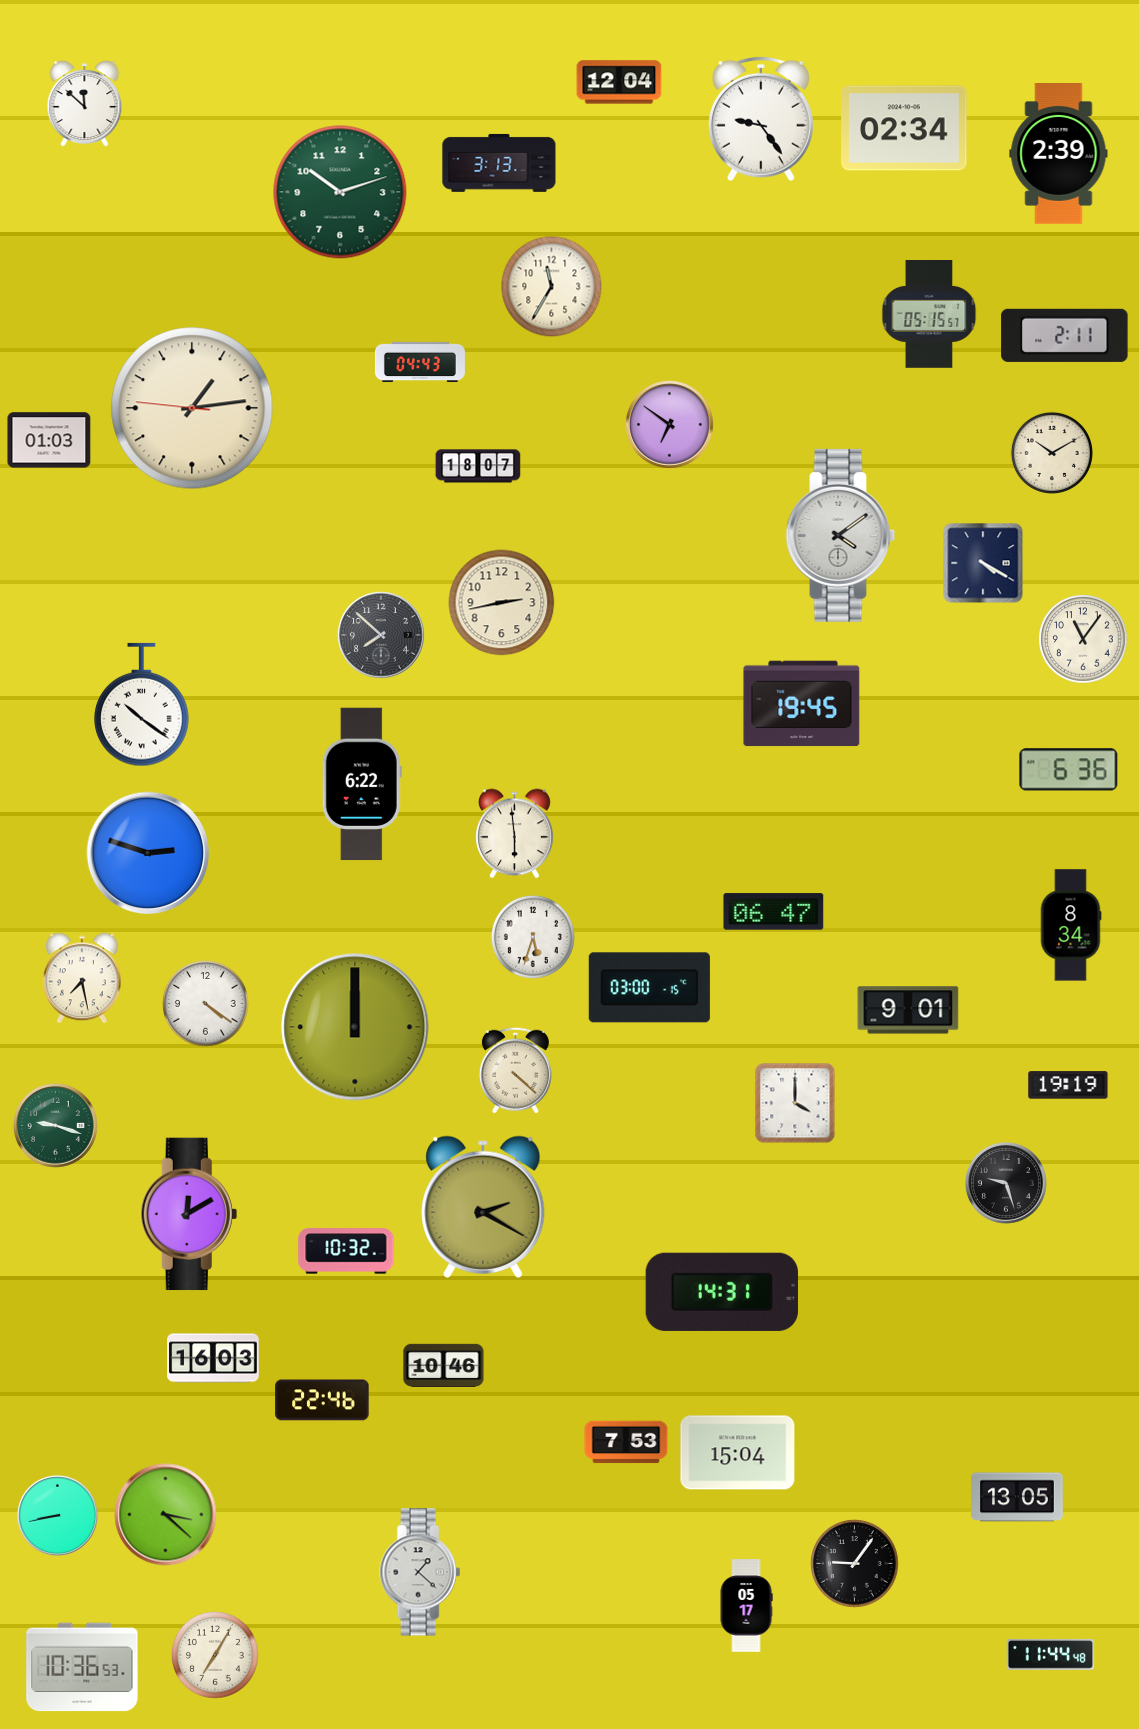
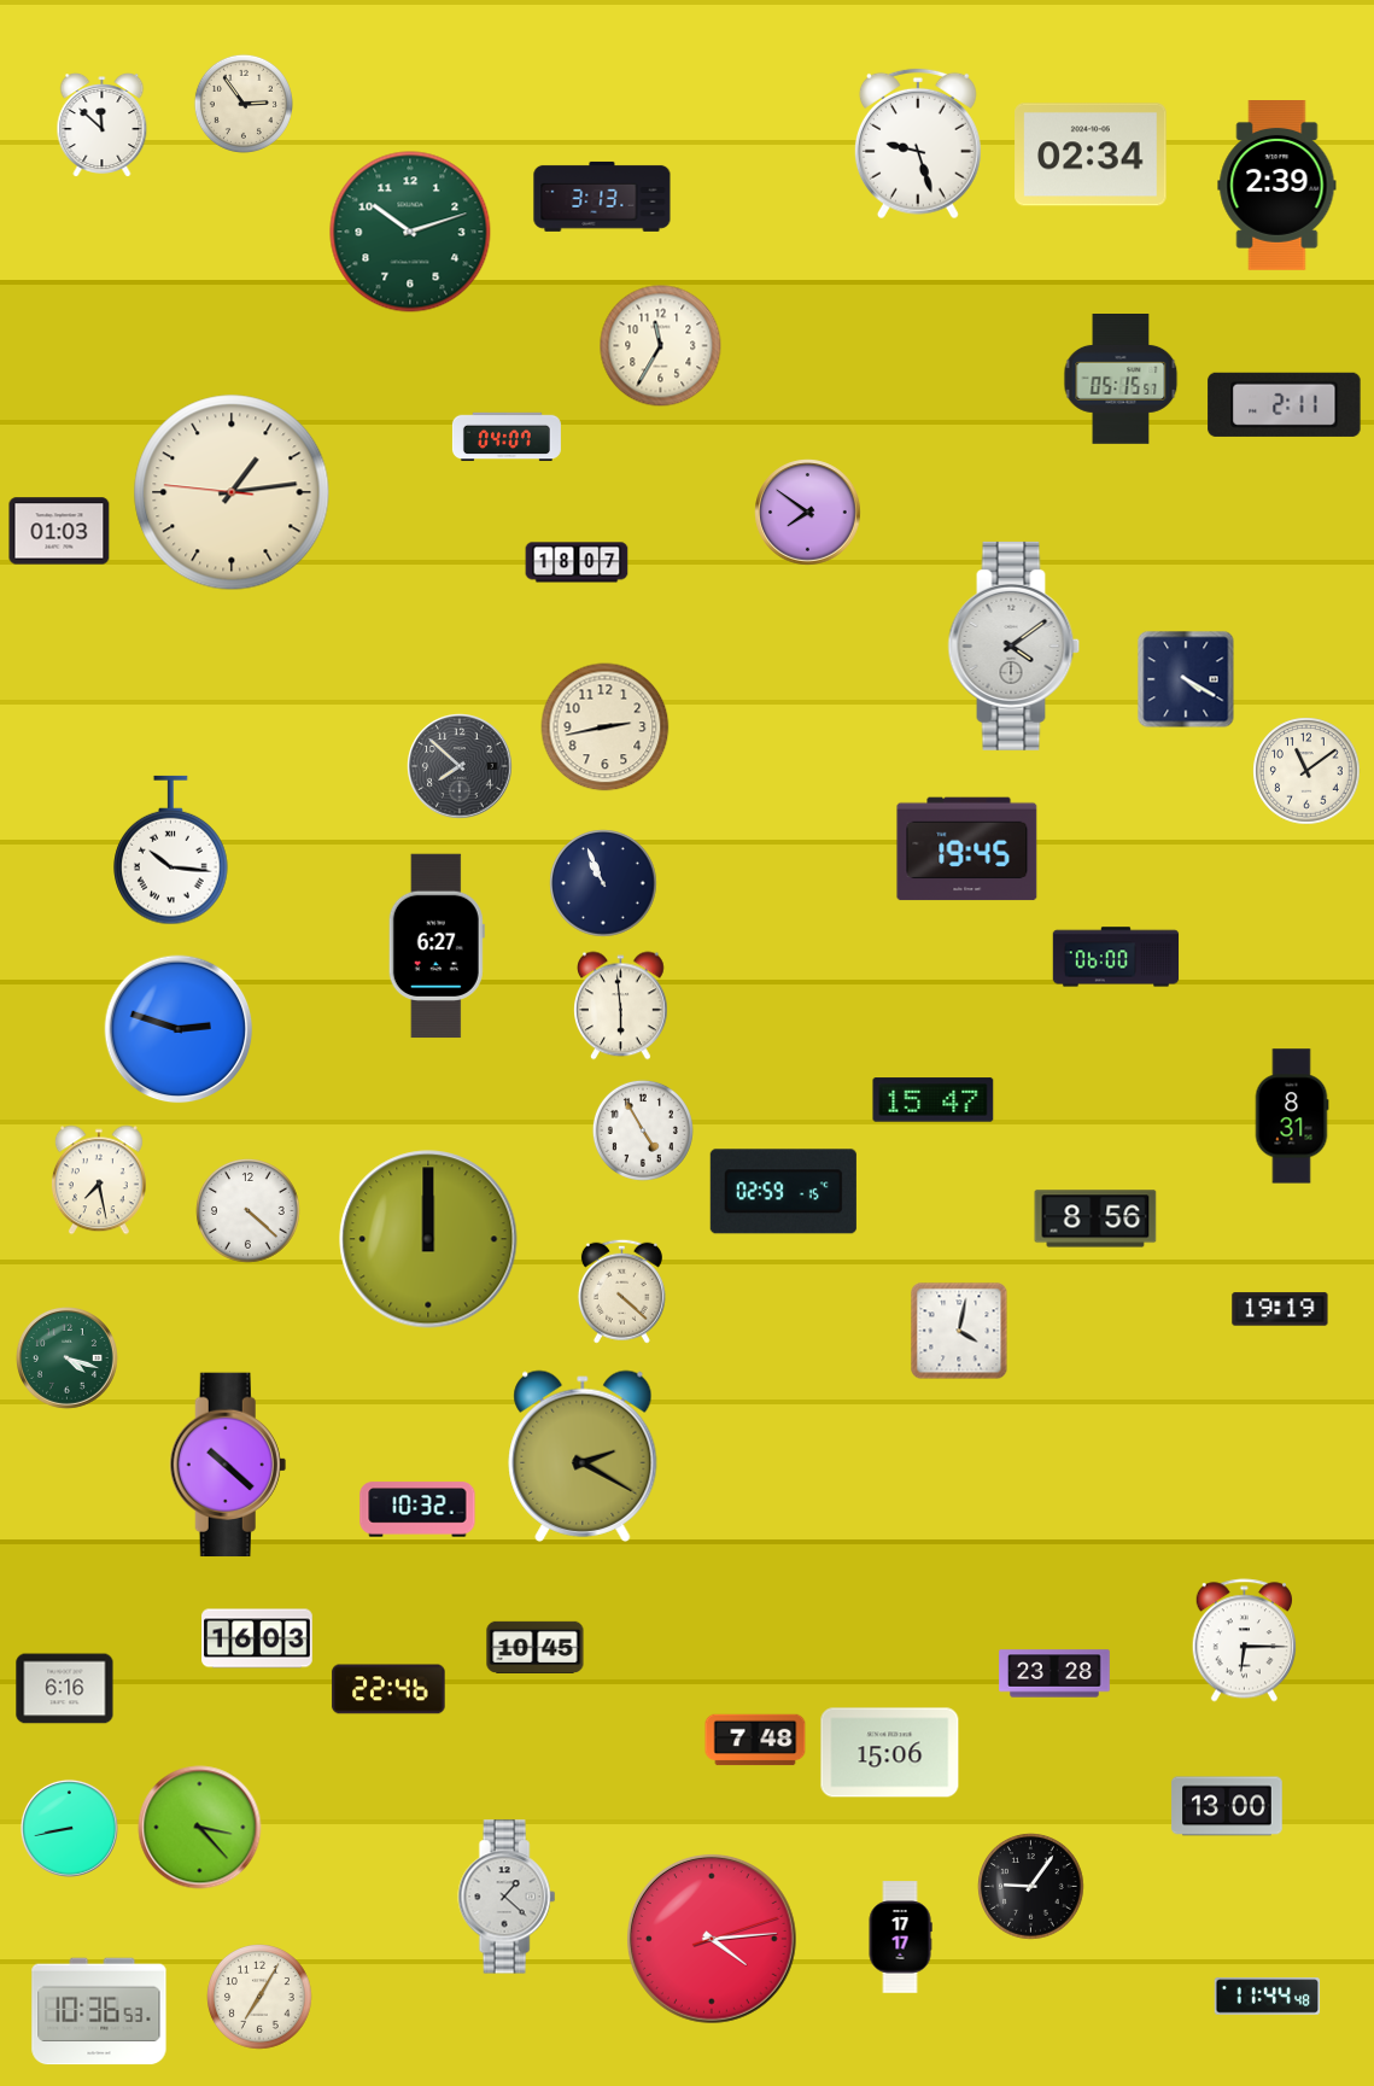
clock at (619, 82): 12:04 -> none
clock at (244, 104): none -> 2:54
clock at (761, 119): 9:24 -> 9:27
clock at (552, 287) position: (552, 287) -> (661, 346)
clock at (420, 362): 04:43 -> 04:07
clock at (670, 425): 6:51 -> 7:51
clock at (1052, 453): 10:10 -> none
clock at (1083, 639): 11:06 -> 11:09
clock at (142, 705): 10:21 -> 10:16
clock at (603, 883): none -> 10:56
clock at (1069, 770): 6:36 -> none
clock at (362, 784): 6:22 -> 6:27
clock at (1116, 957): none -> 06:00
clock at (774, 912): 06:47 -> 15:47
clock at (1071, 925): 8:34 -> 8:31
clock at (533, 937): 5:33 -> 4:55
clock at (649, 988): 03:00 -> 02:59
clock at (206, 1004): 4:21 -> 4:22
clock at (908, 1010): 9:01 -> 8:56
clock at (1068, 1085) position: (1068, 1085) -> (1280, 1309)
clock at (795, 1103): 4:00 -> 4:02
clock at (56, 1126): 9:18 -> 4:18
clock at (1006, 1183): 9:27 -> none
clock at (189, 1214): 12:10 -> 10:22
clock at (722, 1292): 14:31 -> none
clock at (1244, 1641): none -> 6:15
clock at (444, 1365): 10:46 -> 10:45
clock at (1054, 1673): none -> 23:28
clock at (65, 1689): none -> 6:16
clock at (626, 1442): 7:53 -> 7:48
clock at (738, 1453): 15:04 -> 15:06
clock at (1017, 1497): 13:05 -> 13:00
clock at (166, 1515): 3:22 -> 3:23
clock at (746, 1606): 05:17 -> 17:17
clock at (713, 1940): none -> 4:14
